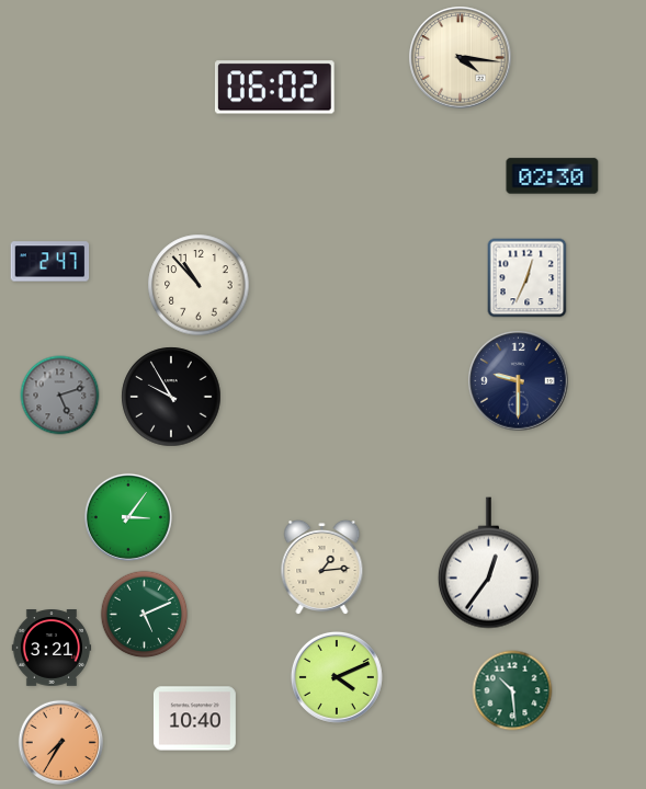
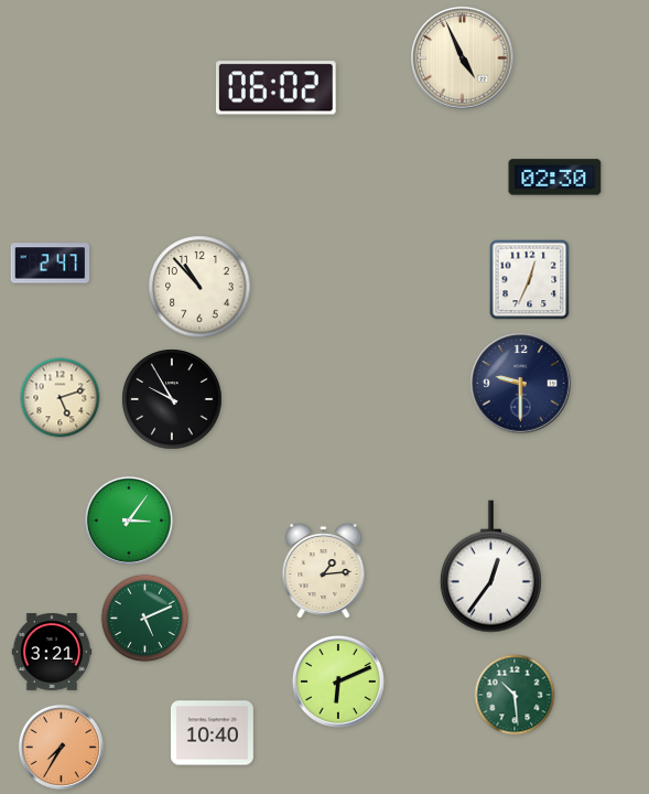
clock at (461, 58): 4:16 -> 4:56
clock at (60, 396) dial: grey -> cream
clock at (337, 677): 4:11 -> 6:11
clock at (194, 719) position: (194, 719) -> (212, 733)
